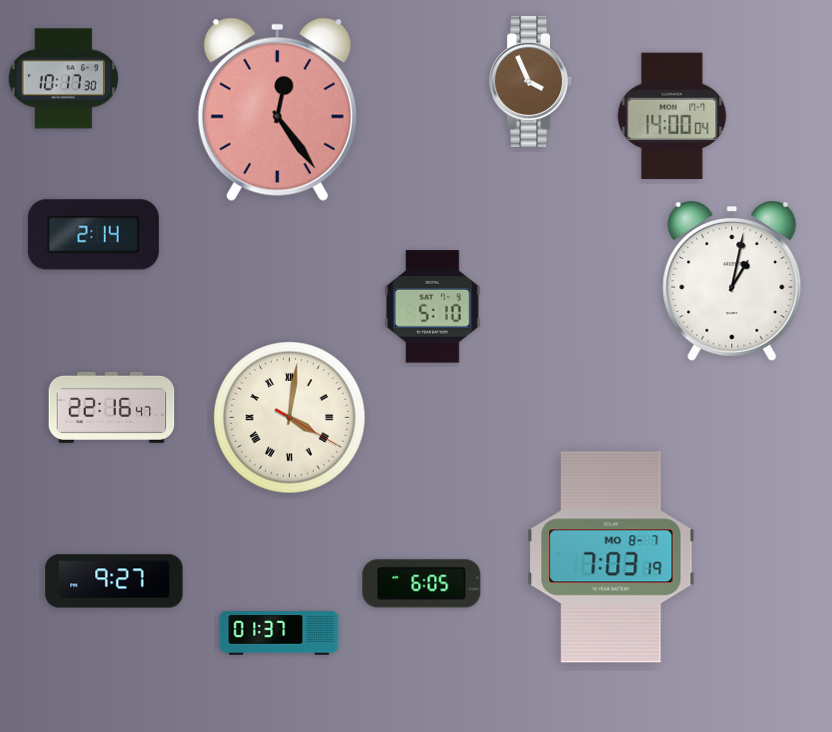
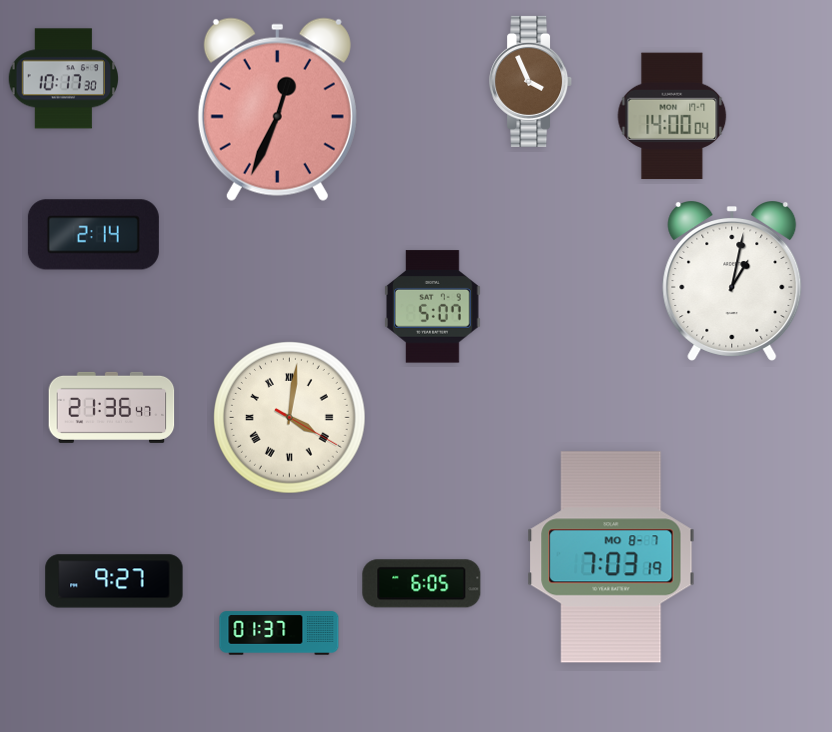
clock at (277, 109): 12:24 -> 12:34
clock at (433, 307): 5:10 -> 5:07
clock at (112, 407): 22:16 -> 21:36
